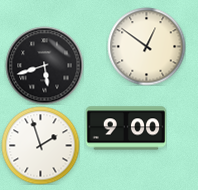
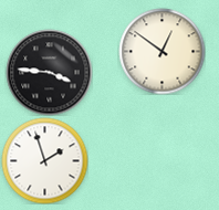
clock at (44, 65): 5:42 -> 3:46
clock at (126, 128): 9:00 -> none
